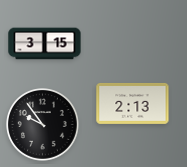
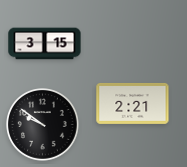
clock at (133, 103): 2:13 -> 2:21
clock at (43, 125): 9:54 -> 9:51
